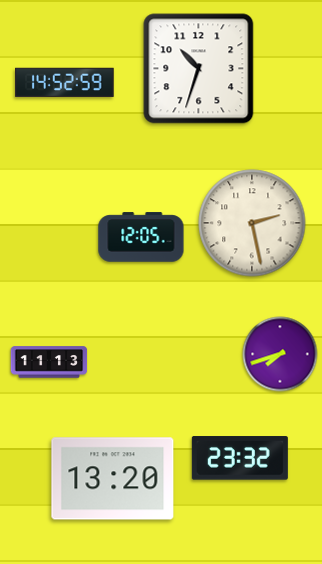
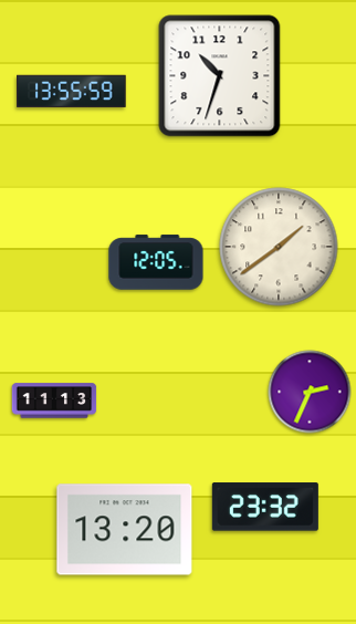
clock at (65, 82): 14:52 -> 13:55
clock at (252, 223): 2:28 -> 1:39
clock at (280, 354): 7:42 -> 2:34
